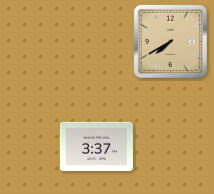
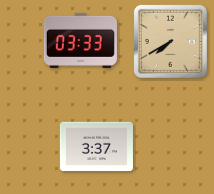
clock at (80, 40): none -> 03:33
